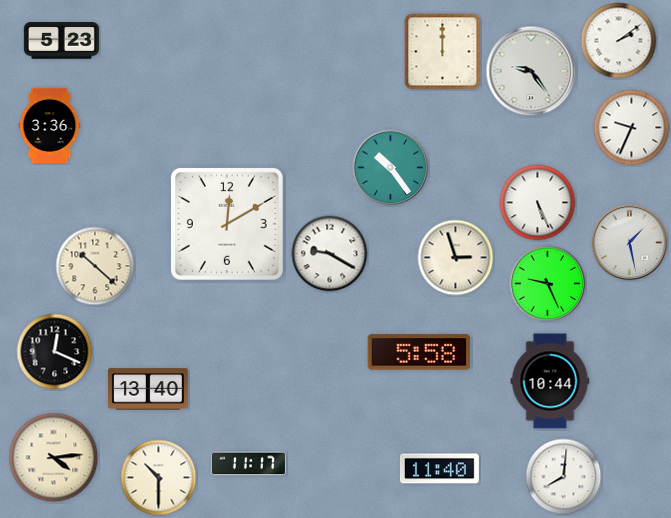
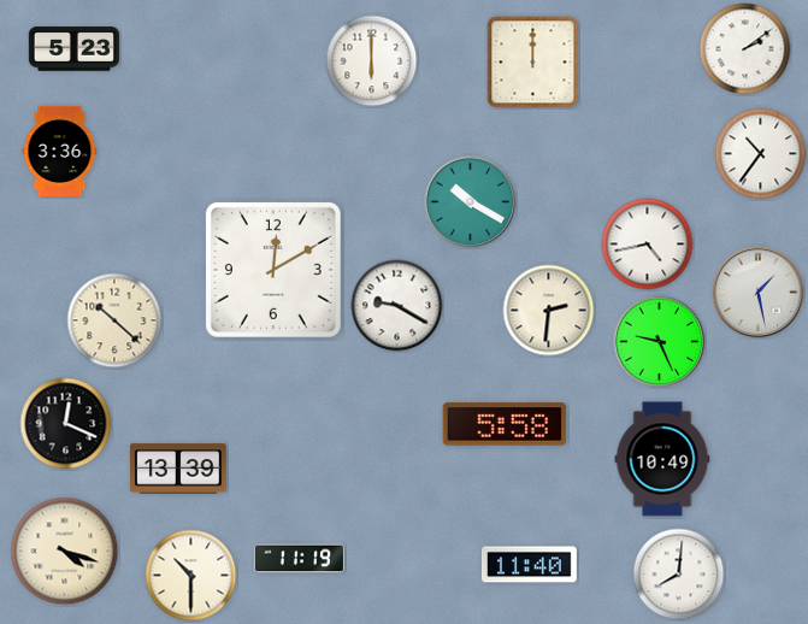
clock at (372, 61): none -> 6:00
clock at (531, 71): 9:24 -> none
clock at (632, 128): 9:34 -> 10:36
clock at (391, 168): 10:24 -> 10:20
clock at (538, 203): 5:26 -> 4:43
clock at (456, 258): 2:57 -> 2:31
clock at (550, 381): 10:44 -> 10:49
clock at (149, 389): 13:40 -> 13:39
clock at (54, 458): 4:14 -> 4:18
clock at (248, 464): 11:17 -> 11:19
